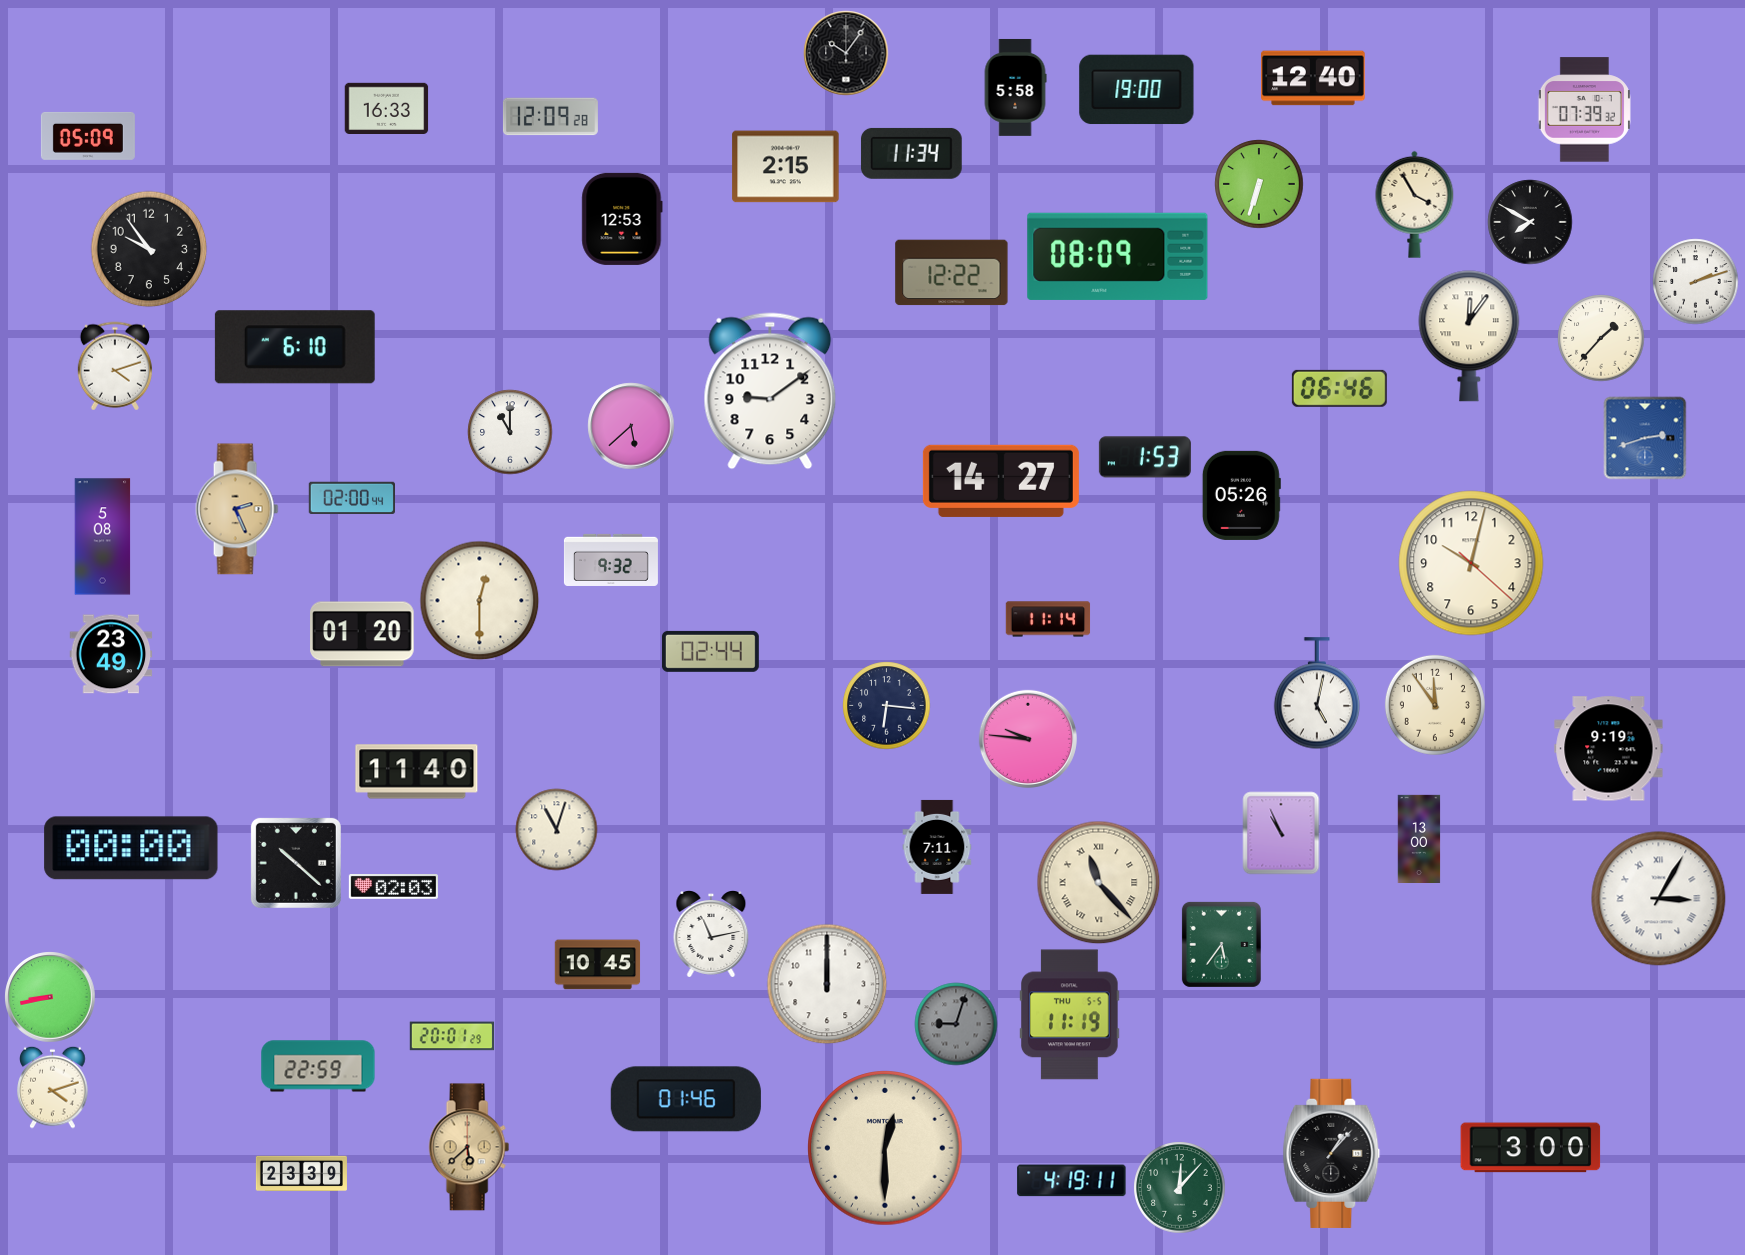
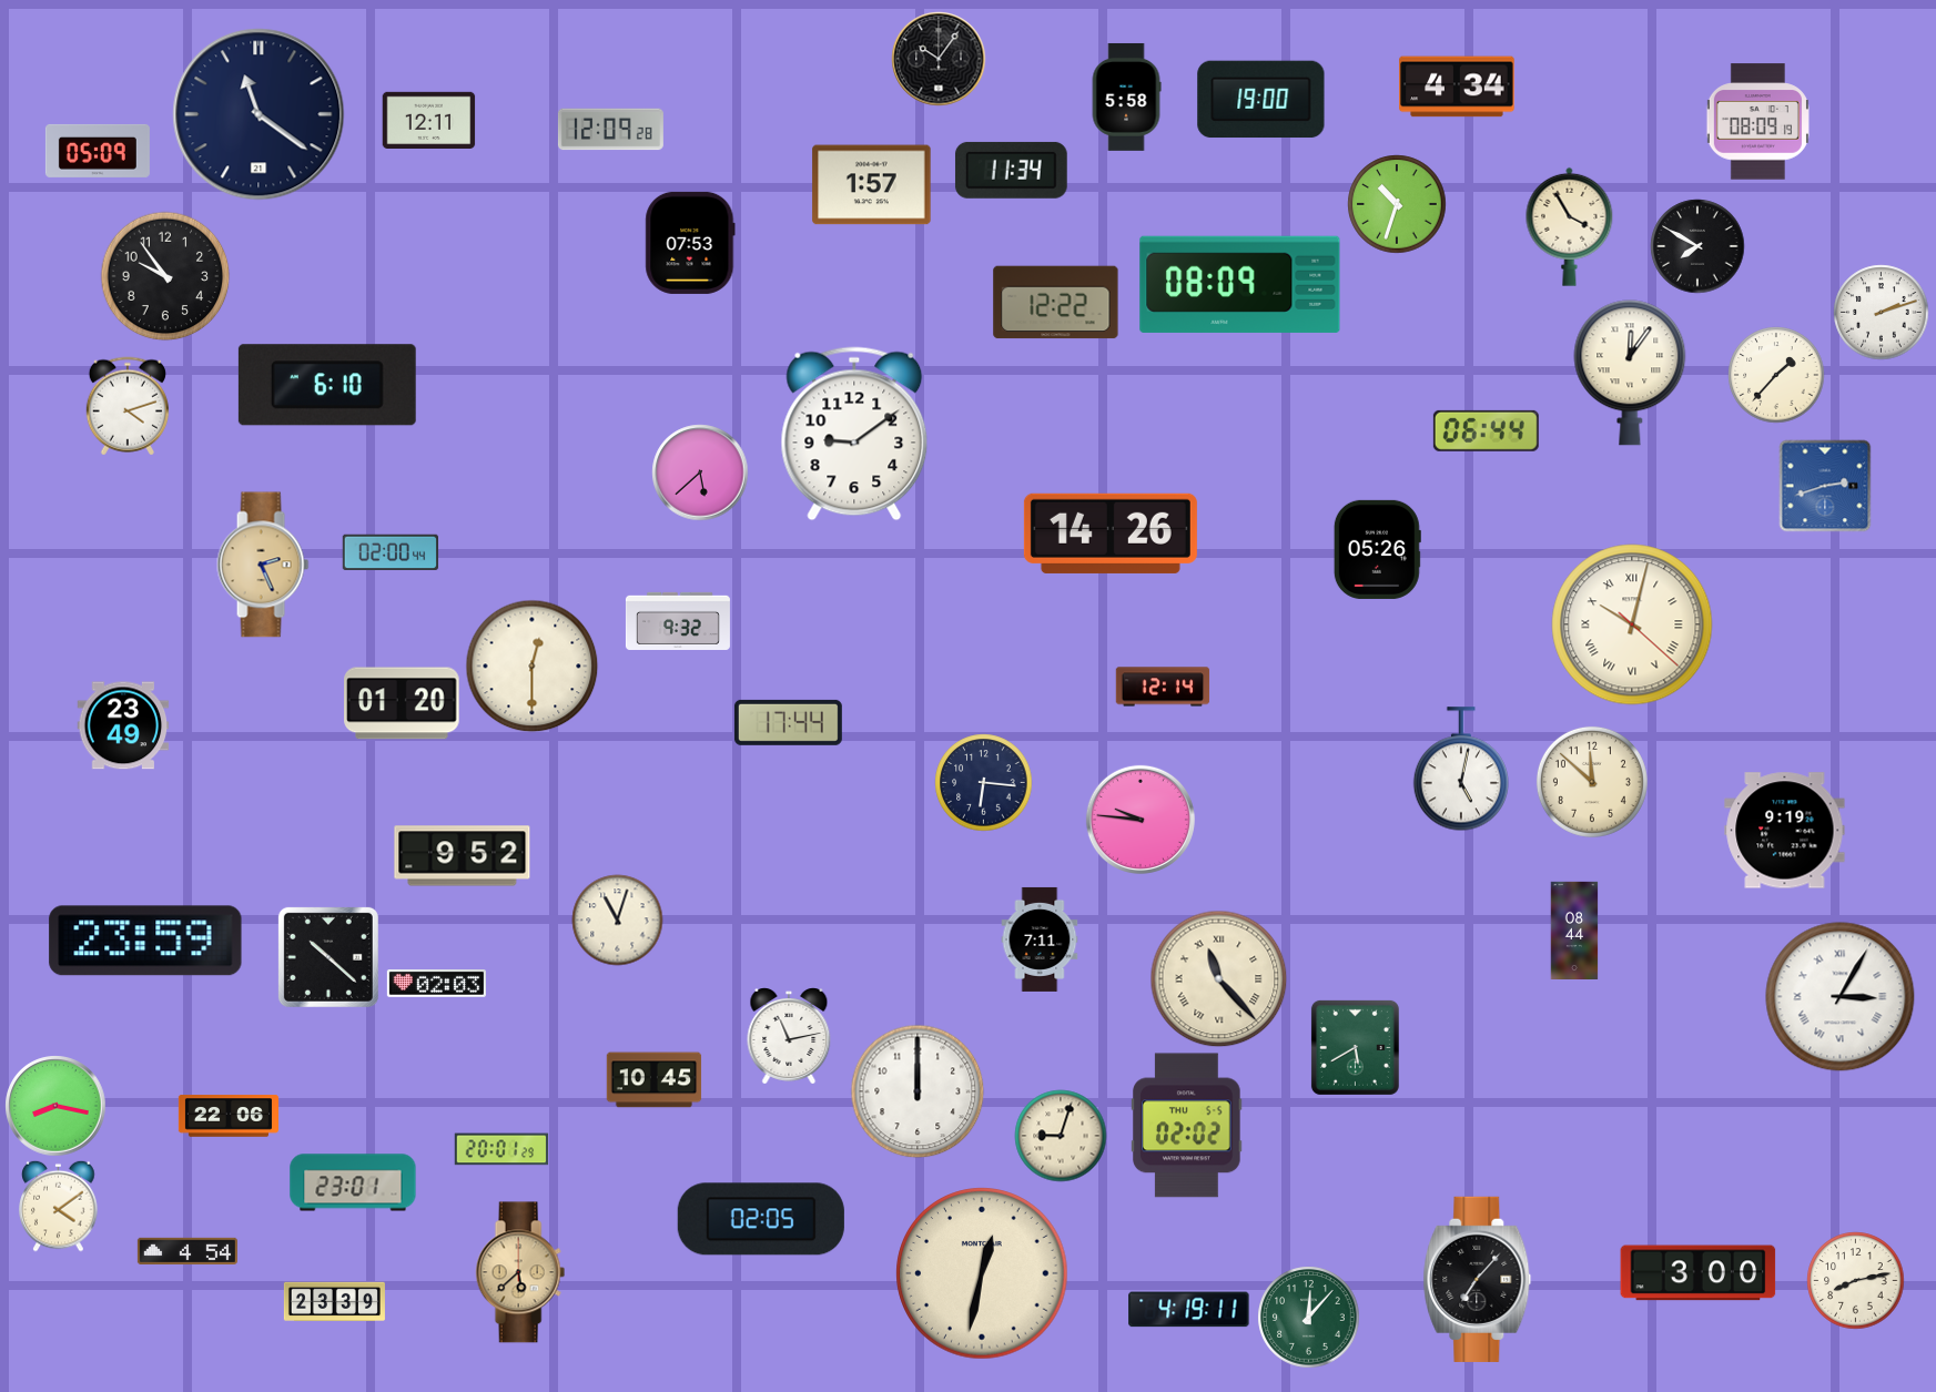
clock at (1313, 78): 12:40 -> 4:34
clock at (259, 114): none -> 11:21
clock at (386, 108): 16:33 -> 12:11
clock at (1584, 110): 07:39 -> 08:09
clock at (786, 167): 2:15 -> 1:57
clock at (1259, 184): 6:33 -> 10:33
clock at (622, 219): 12:53 -> 07:53
clock at (1339, 388): 06:46 -> 06:44
clock at (510, 432): 11:00 -> none
clock at (1145, 457): 1:53 -> none
clock at (1001, 481): 14:27 -> 14:26
clock at (103, 537): 5:08 -> none
clock at (1471, 563) numerals: Arabic -> Roman
clock at (1048, 619): 11:14 -> 12:14
clock at (710, 651): 02:44 -> 17:44
clock at (1435, 705): 11:54 -> 11:52
clock at (417, 772): 11:40 -> 9:52
clock at (1281, 833): 10:56 -> none
clock at (1419, 838): 13:00 -> 08:44
clock at (131, 848): 00:00 -> 23:59
clock at (1221, 944): 5:36 -> 5:40
clock at (597, 965) position: (597, 965) -> (653, 1080)
clock at (50, 997): 8:43 -> 8:17
clock at (229, 1116): none -> 22:06
clock at (1070, 1015): 11:19 -> 02:02
clock at (956, 1024) dial: grey -> cream
clock at (318, 1066): 22:59 -> 23:01
clock at (53, 1087): 4:12 -> 4:09
clock at (686, 1099): 01:46 -> 02:05
clock at (187, 1250): none -> 4:54
clock at (885, 1148): 12:30 -> 12:32
clock at (1332, 1153): 1:07 -> 7:07
clock at (1855, 1280): none -> 8:13
